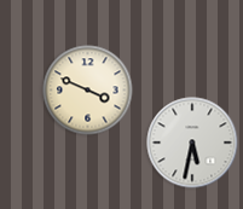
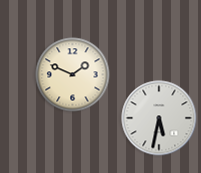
clock at (88, 91): 3:49 -> 1:49
